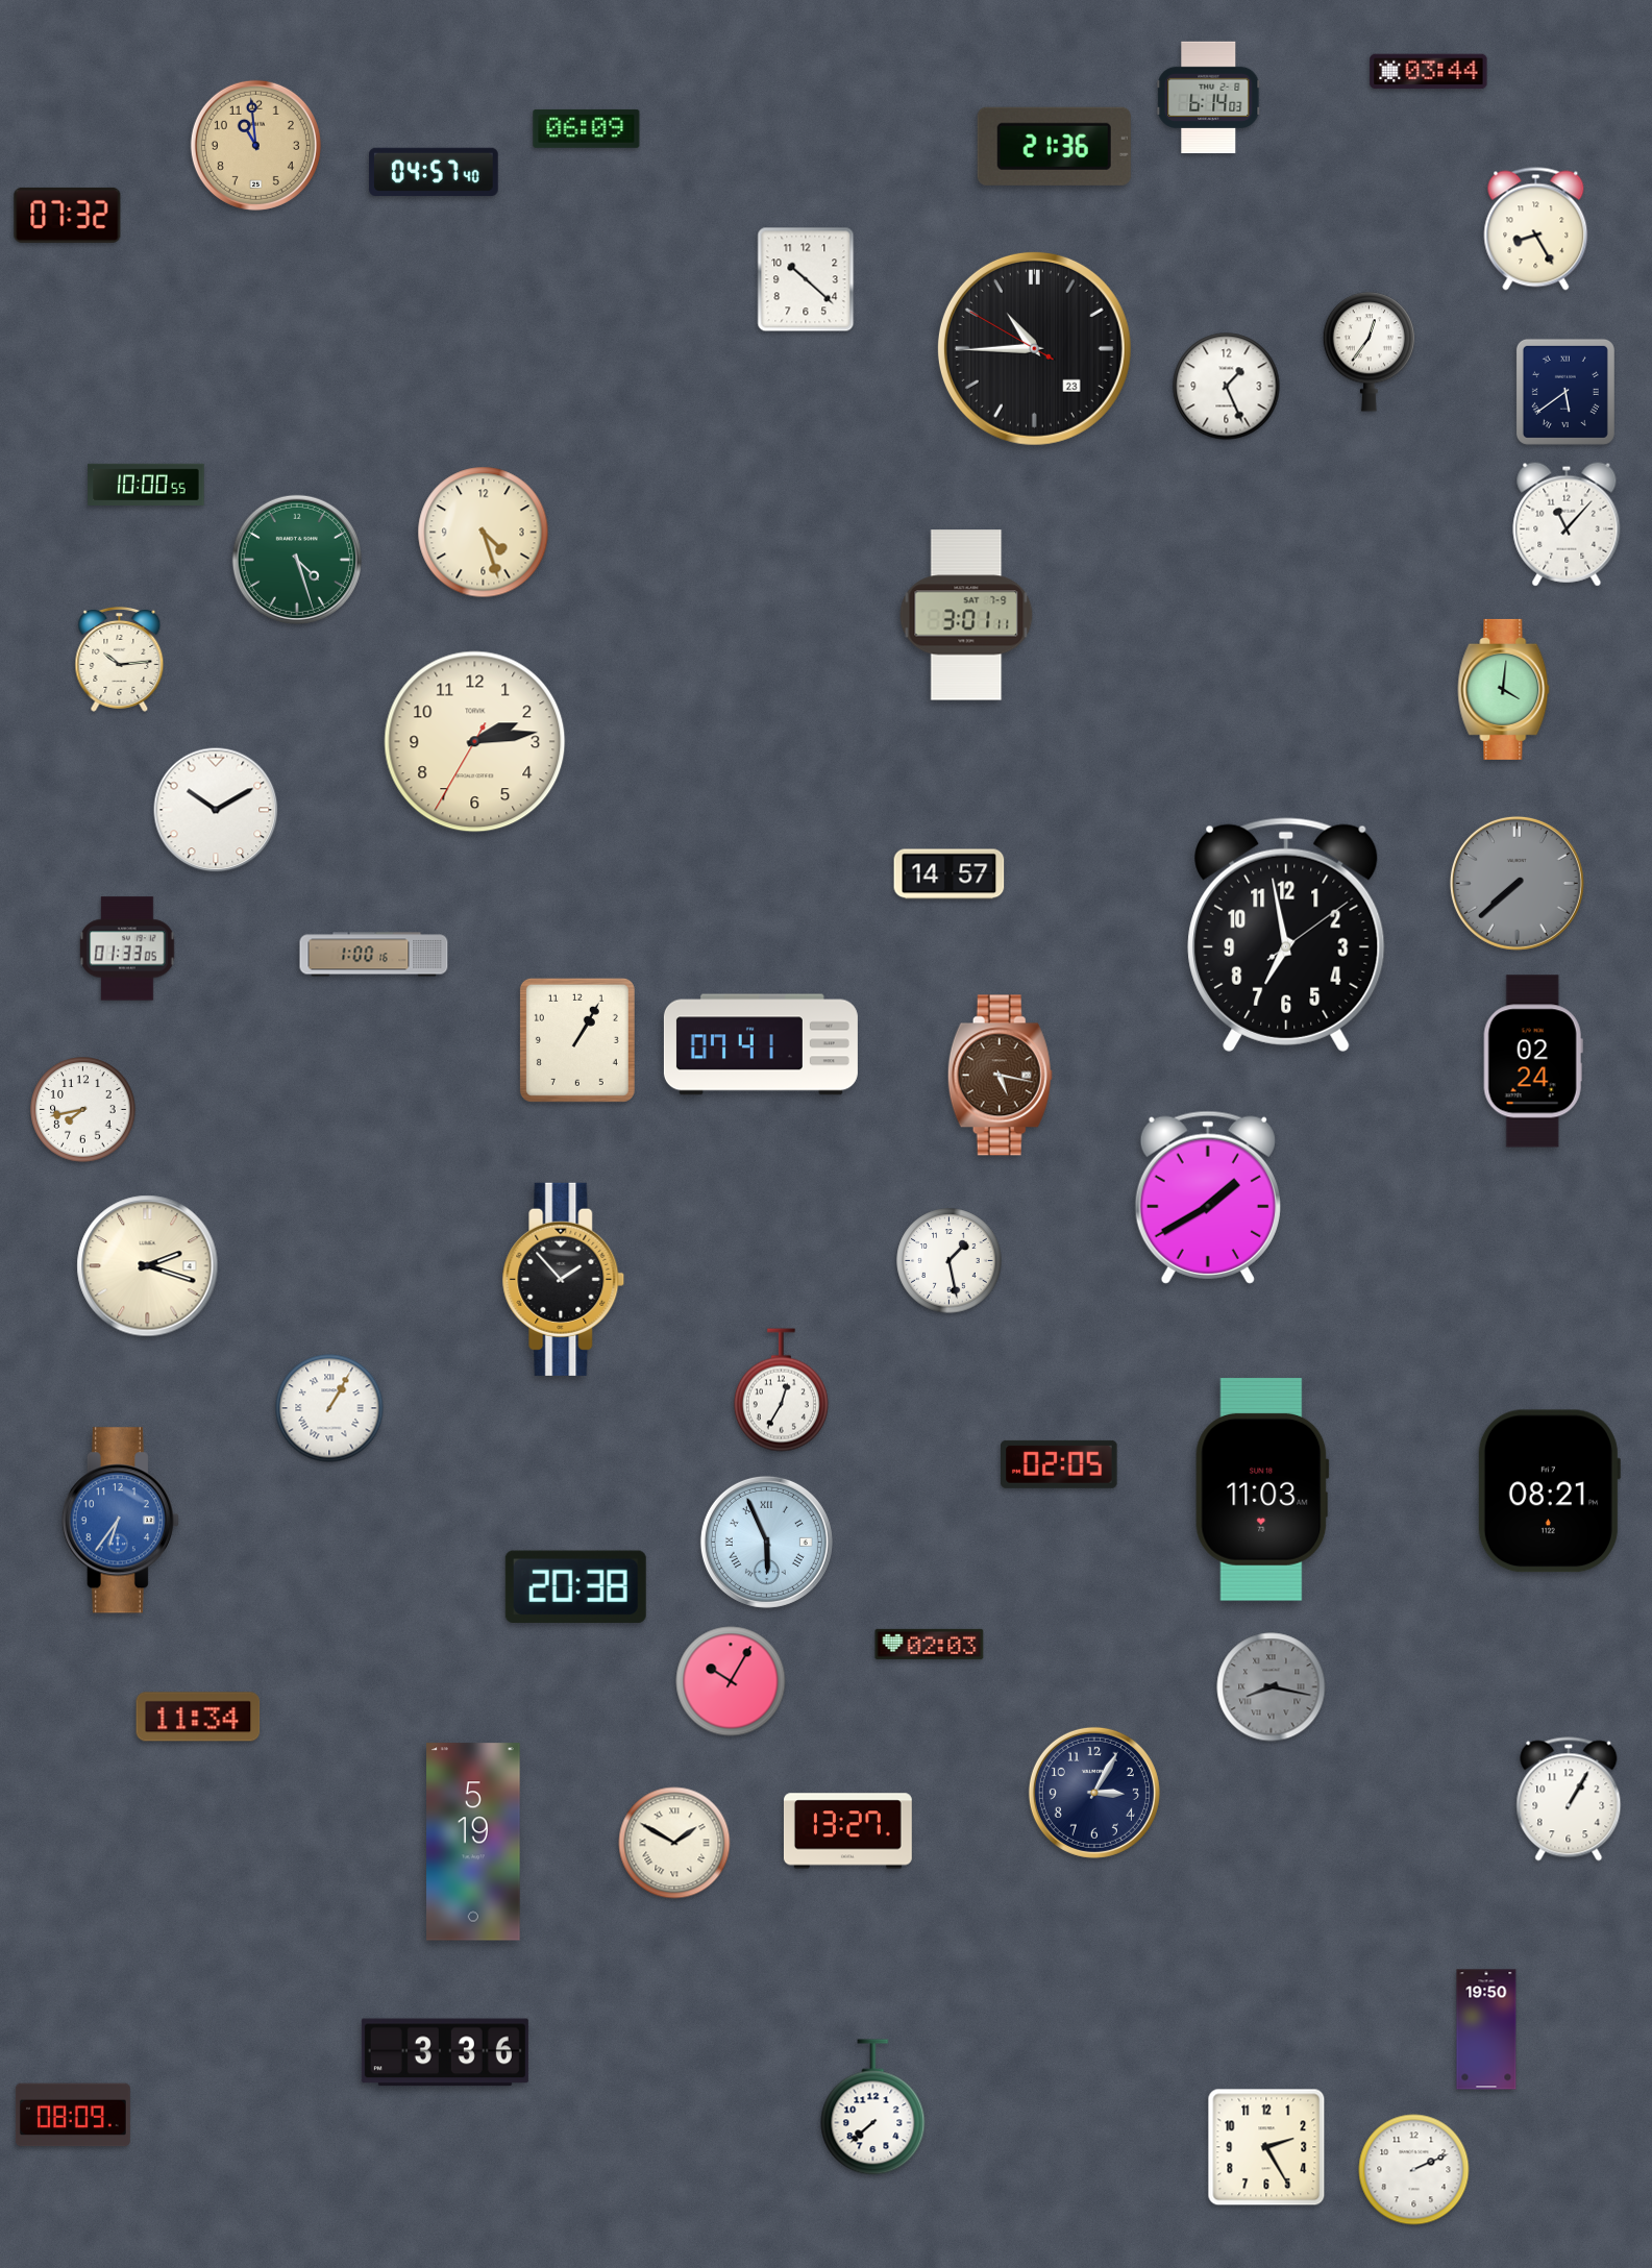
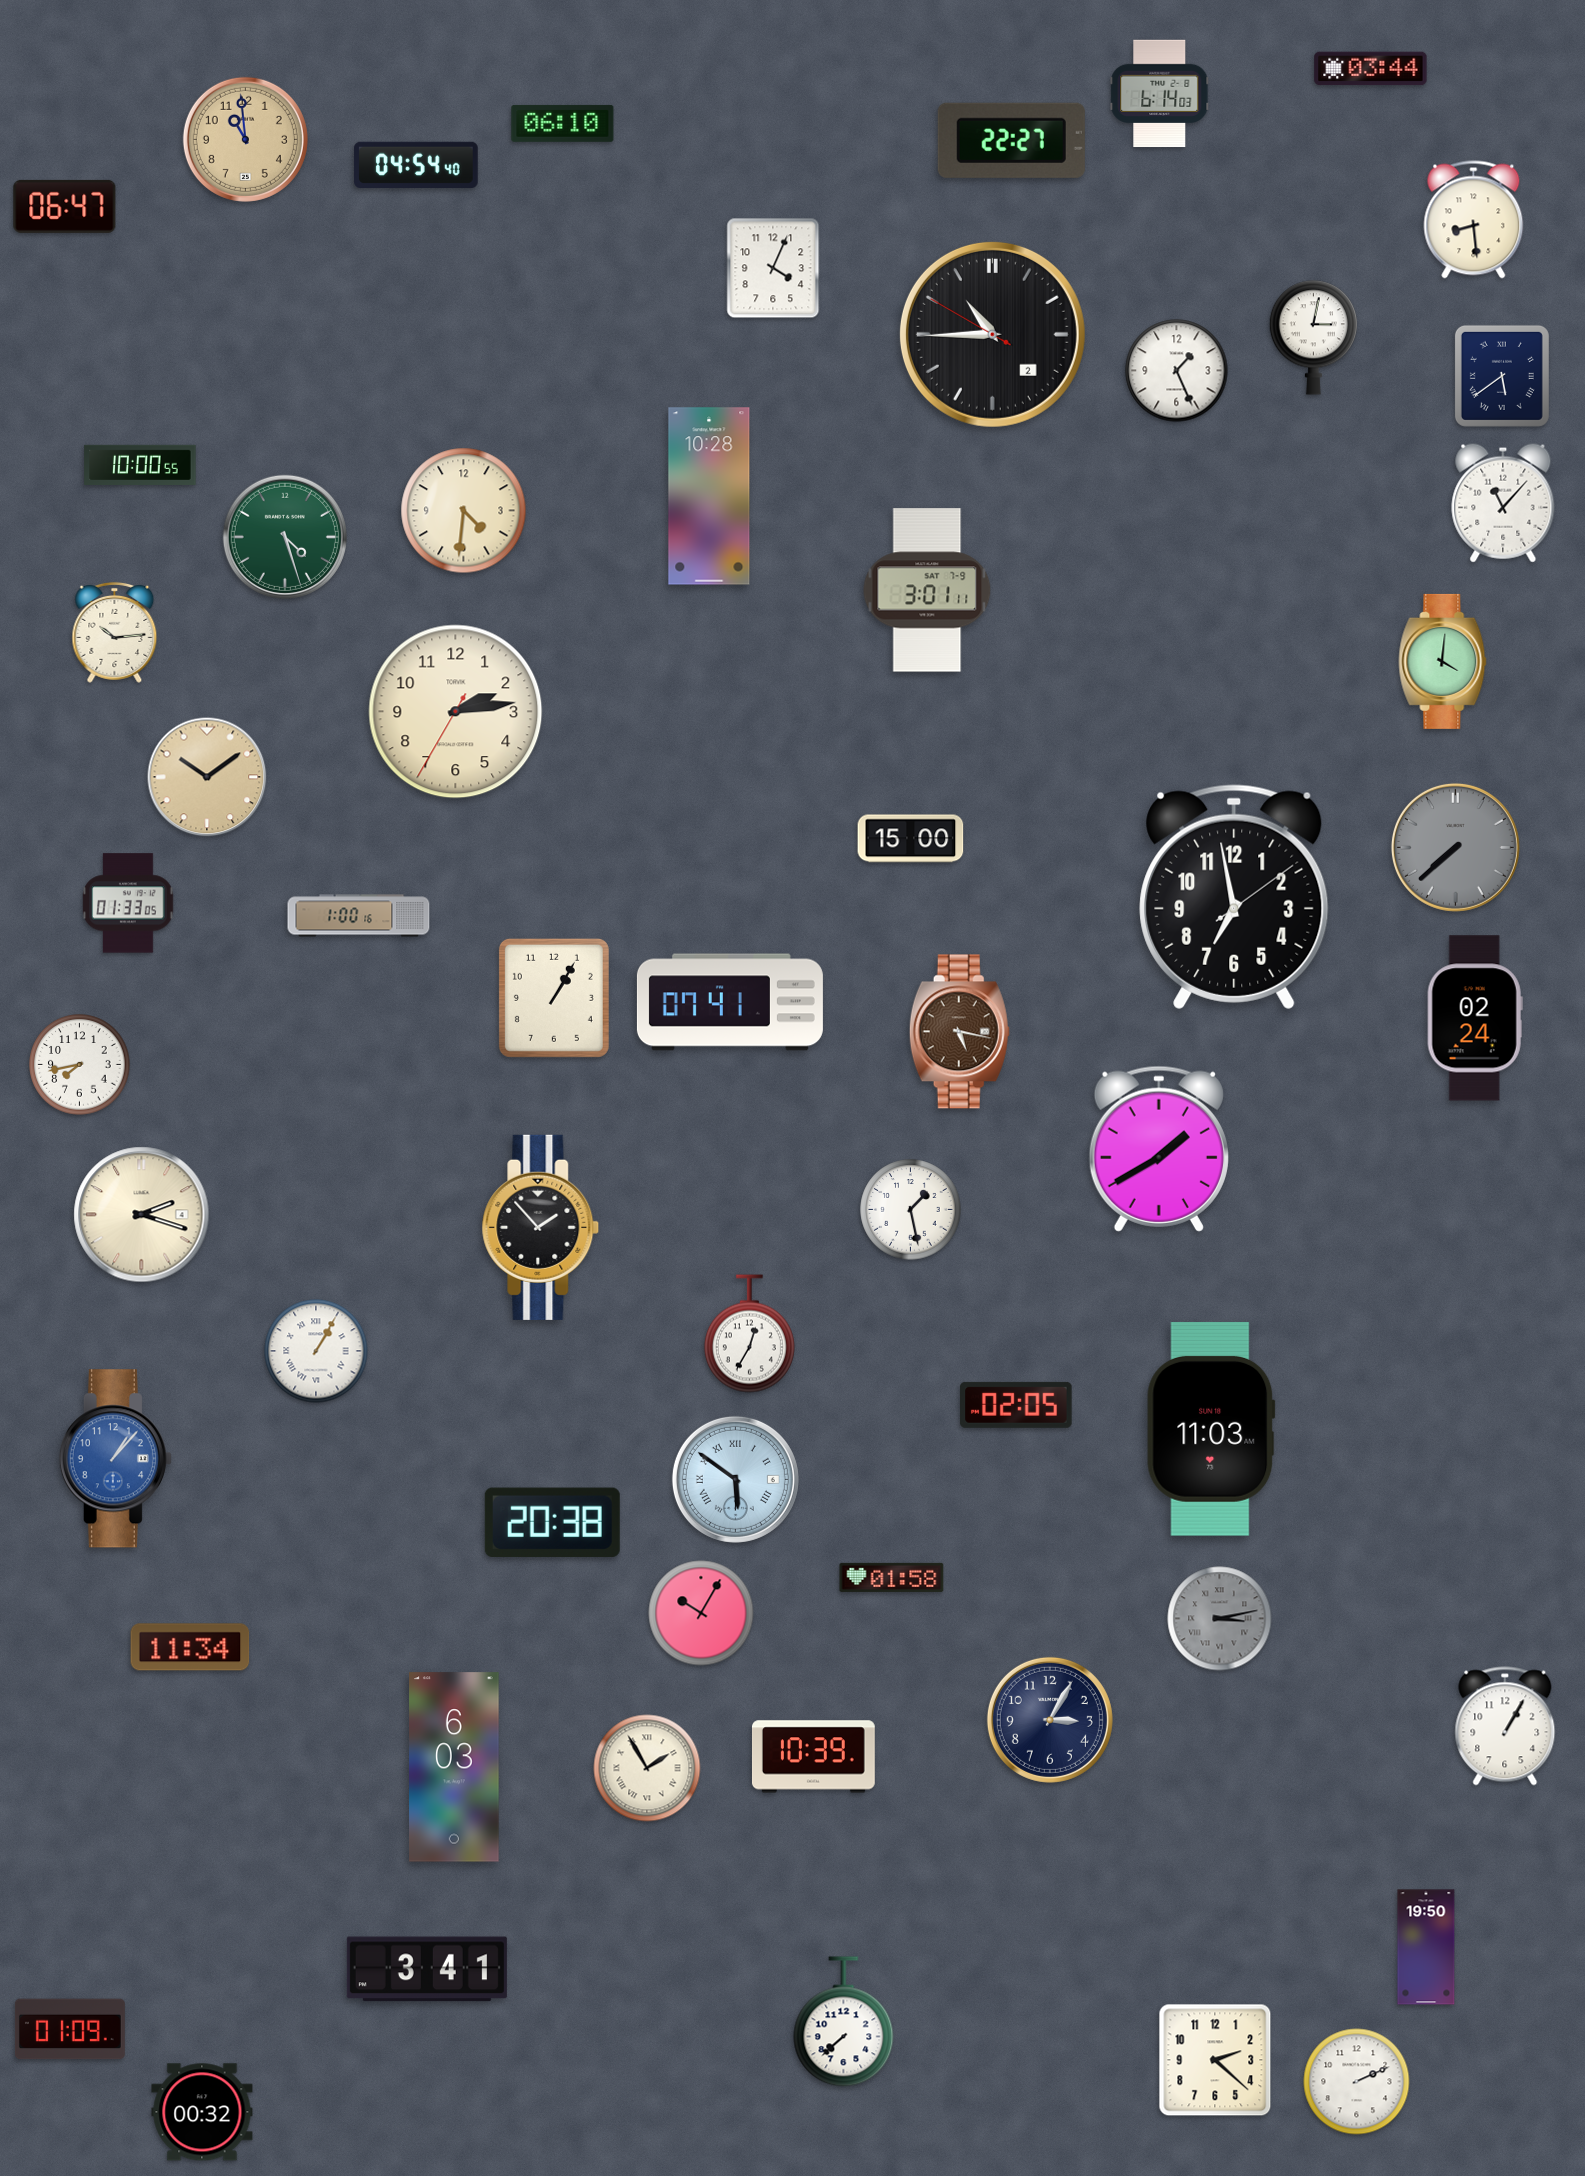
clock at (587, 128): 06:09 -> 06:10
clock at (1054, 146): 21:36 -> 22:27
clock at (434, 171): 04:57 -> 04:54
clock at (68, 215): 07:32 -> 06:47
clock at (1536, 229): 8:25 -> 8:29
clock at (806, 279): 10:22 -> 4:04
clock at (1034, 348) date: 23 -> 2
clock at (1369, 352): 12:36 -> 3:02
clock at (709, 496): none -> 10:28
clock at (484, 533): 4:27 -> 4:31
clock at (216, 810): 10:10 -> 10:09
clock at (216, 810) dial: white -> champagne
clock at (950, 874): 14:57 -> 15:00
clock at (127, 948) position: (127, 948) -> (128, 903)
clock at (1533, 1061) position: (1533, 1061) -> (1475, 1018)
clock at (1549, 1492): 08:21 -> none
clock at (120, 1521): 6:36 -> 1:07
clock at (766, 1542): 5:56 -> 5:51
clock at (930, 1644): 02:03 -> 01:58
clock at (1272, 1687): 8:17 -> 3:13
clock at (847, 1831): 13:27 -> 10:39
clock at (473, 1842): 5:19 -> 6:03
clock at (674, 1843): 1:50 -> 1:55
clock at (445, 2052): 3:36 -> 3:41
clock at (873, 2107) position: (873, 2107) -> (844, 2022)
clock at (73, 2115): 08:09 -> 01:09
clock at (1266, 2147): 2:25 -> 2:22
clock at (202, 2112): none -> 00:32
